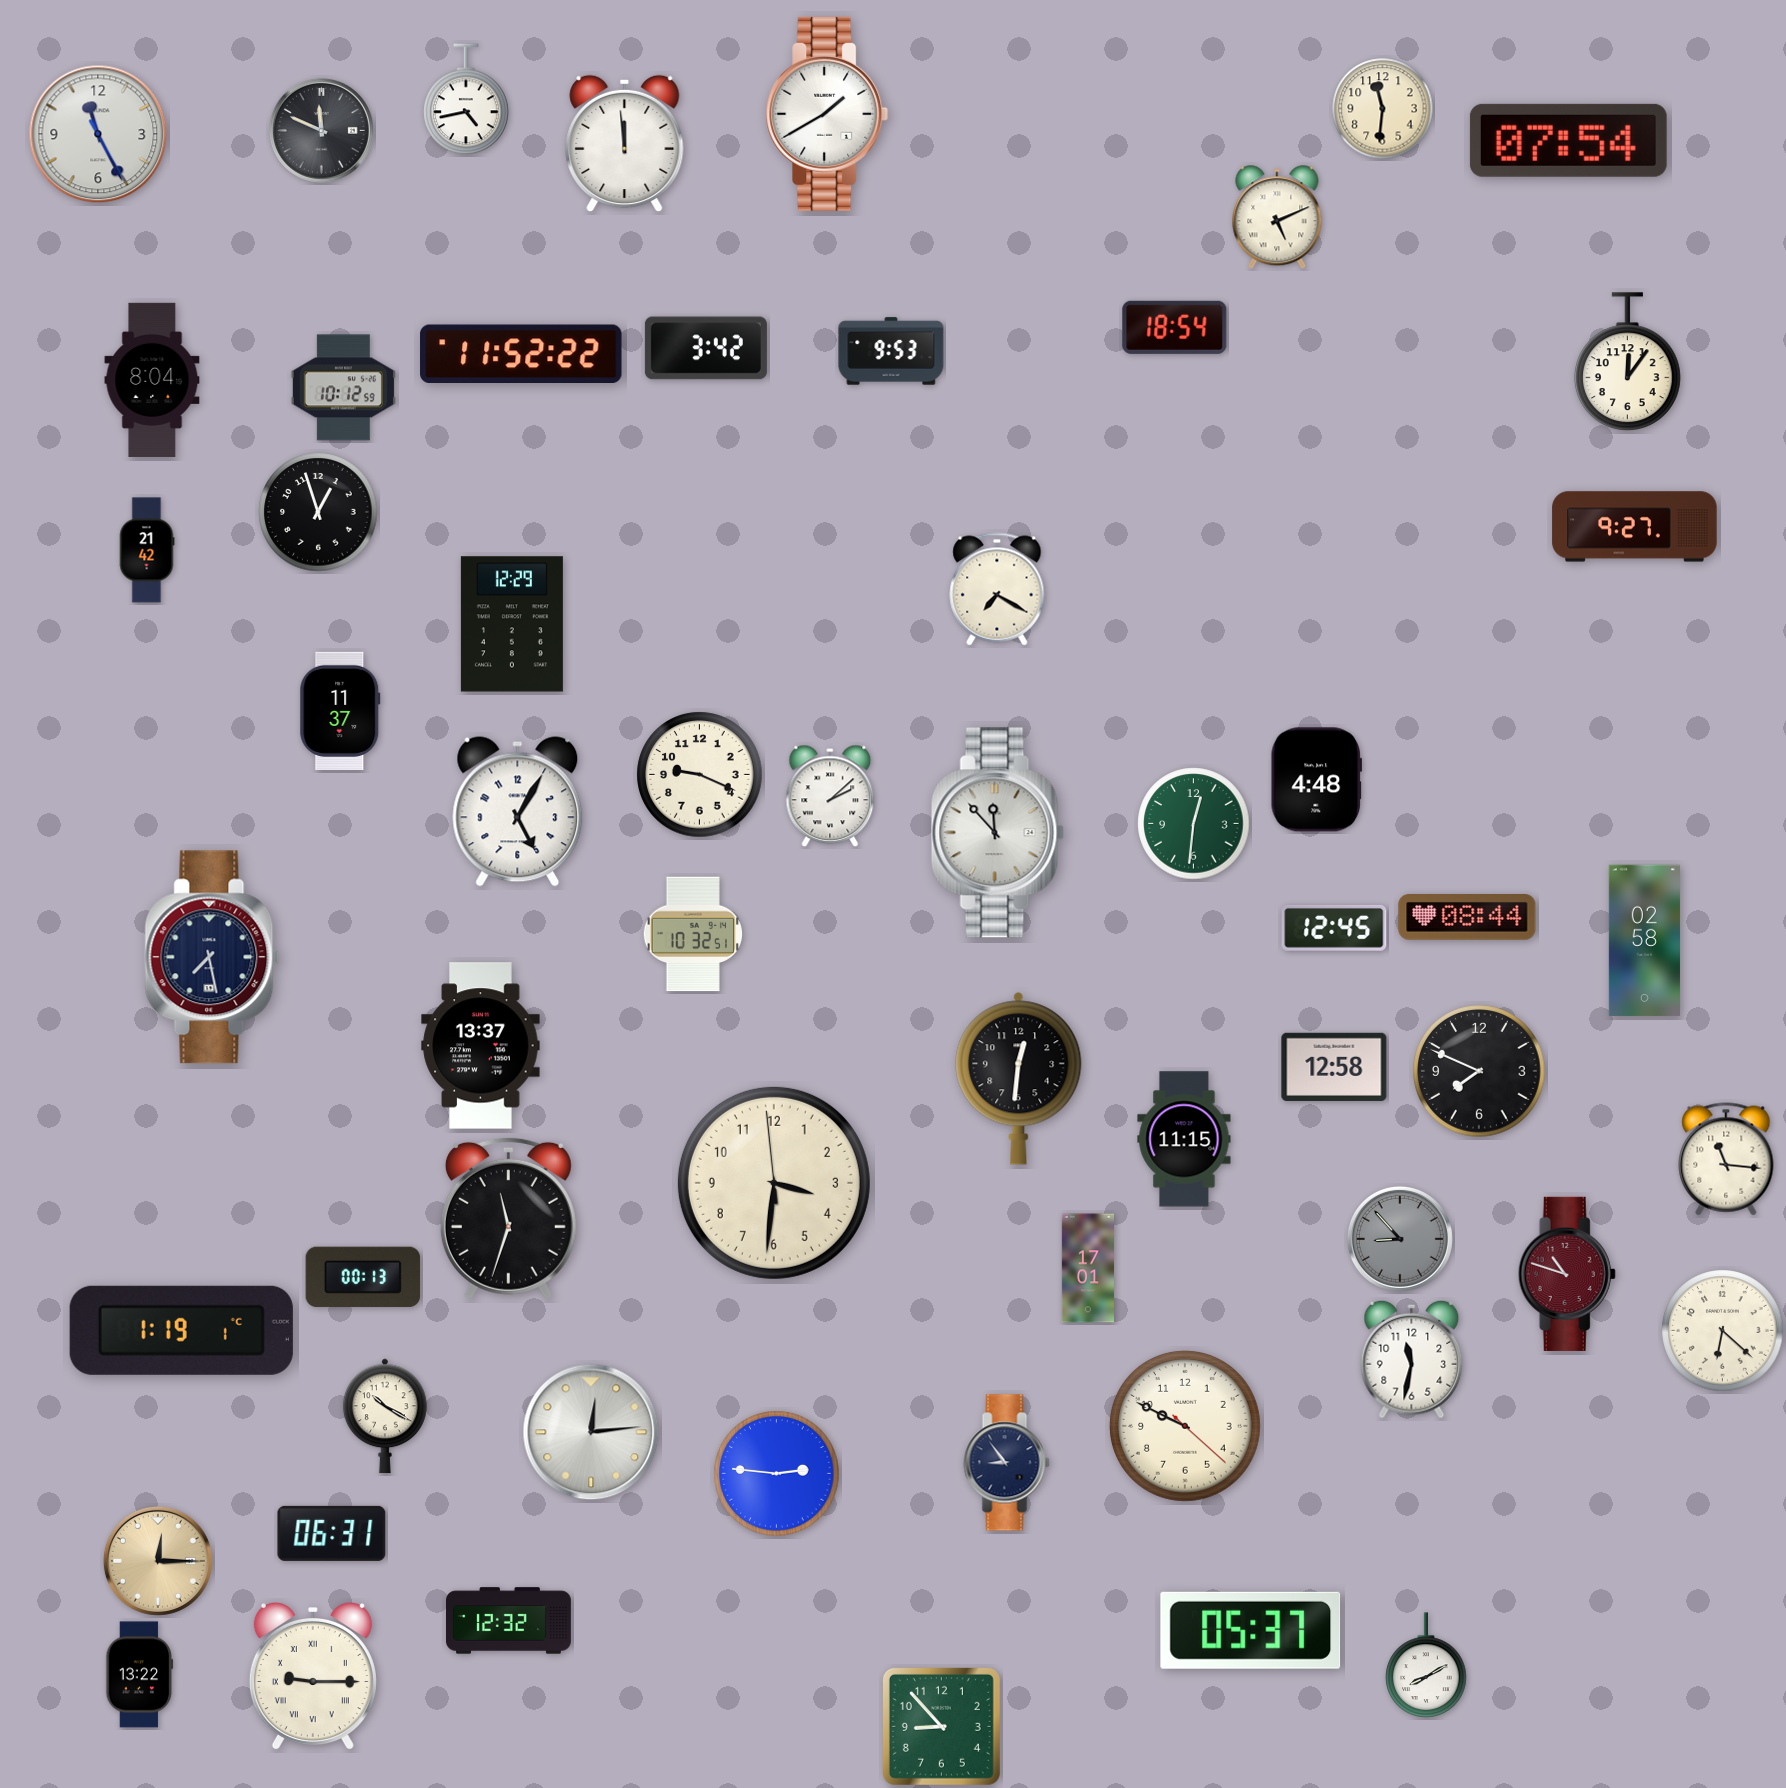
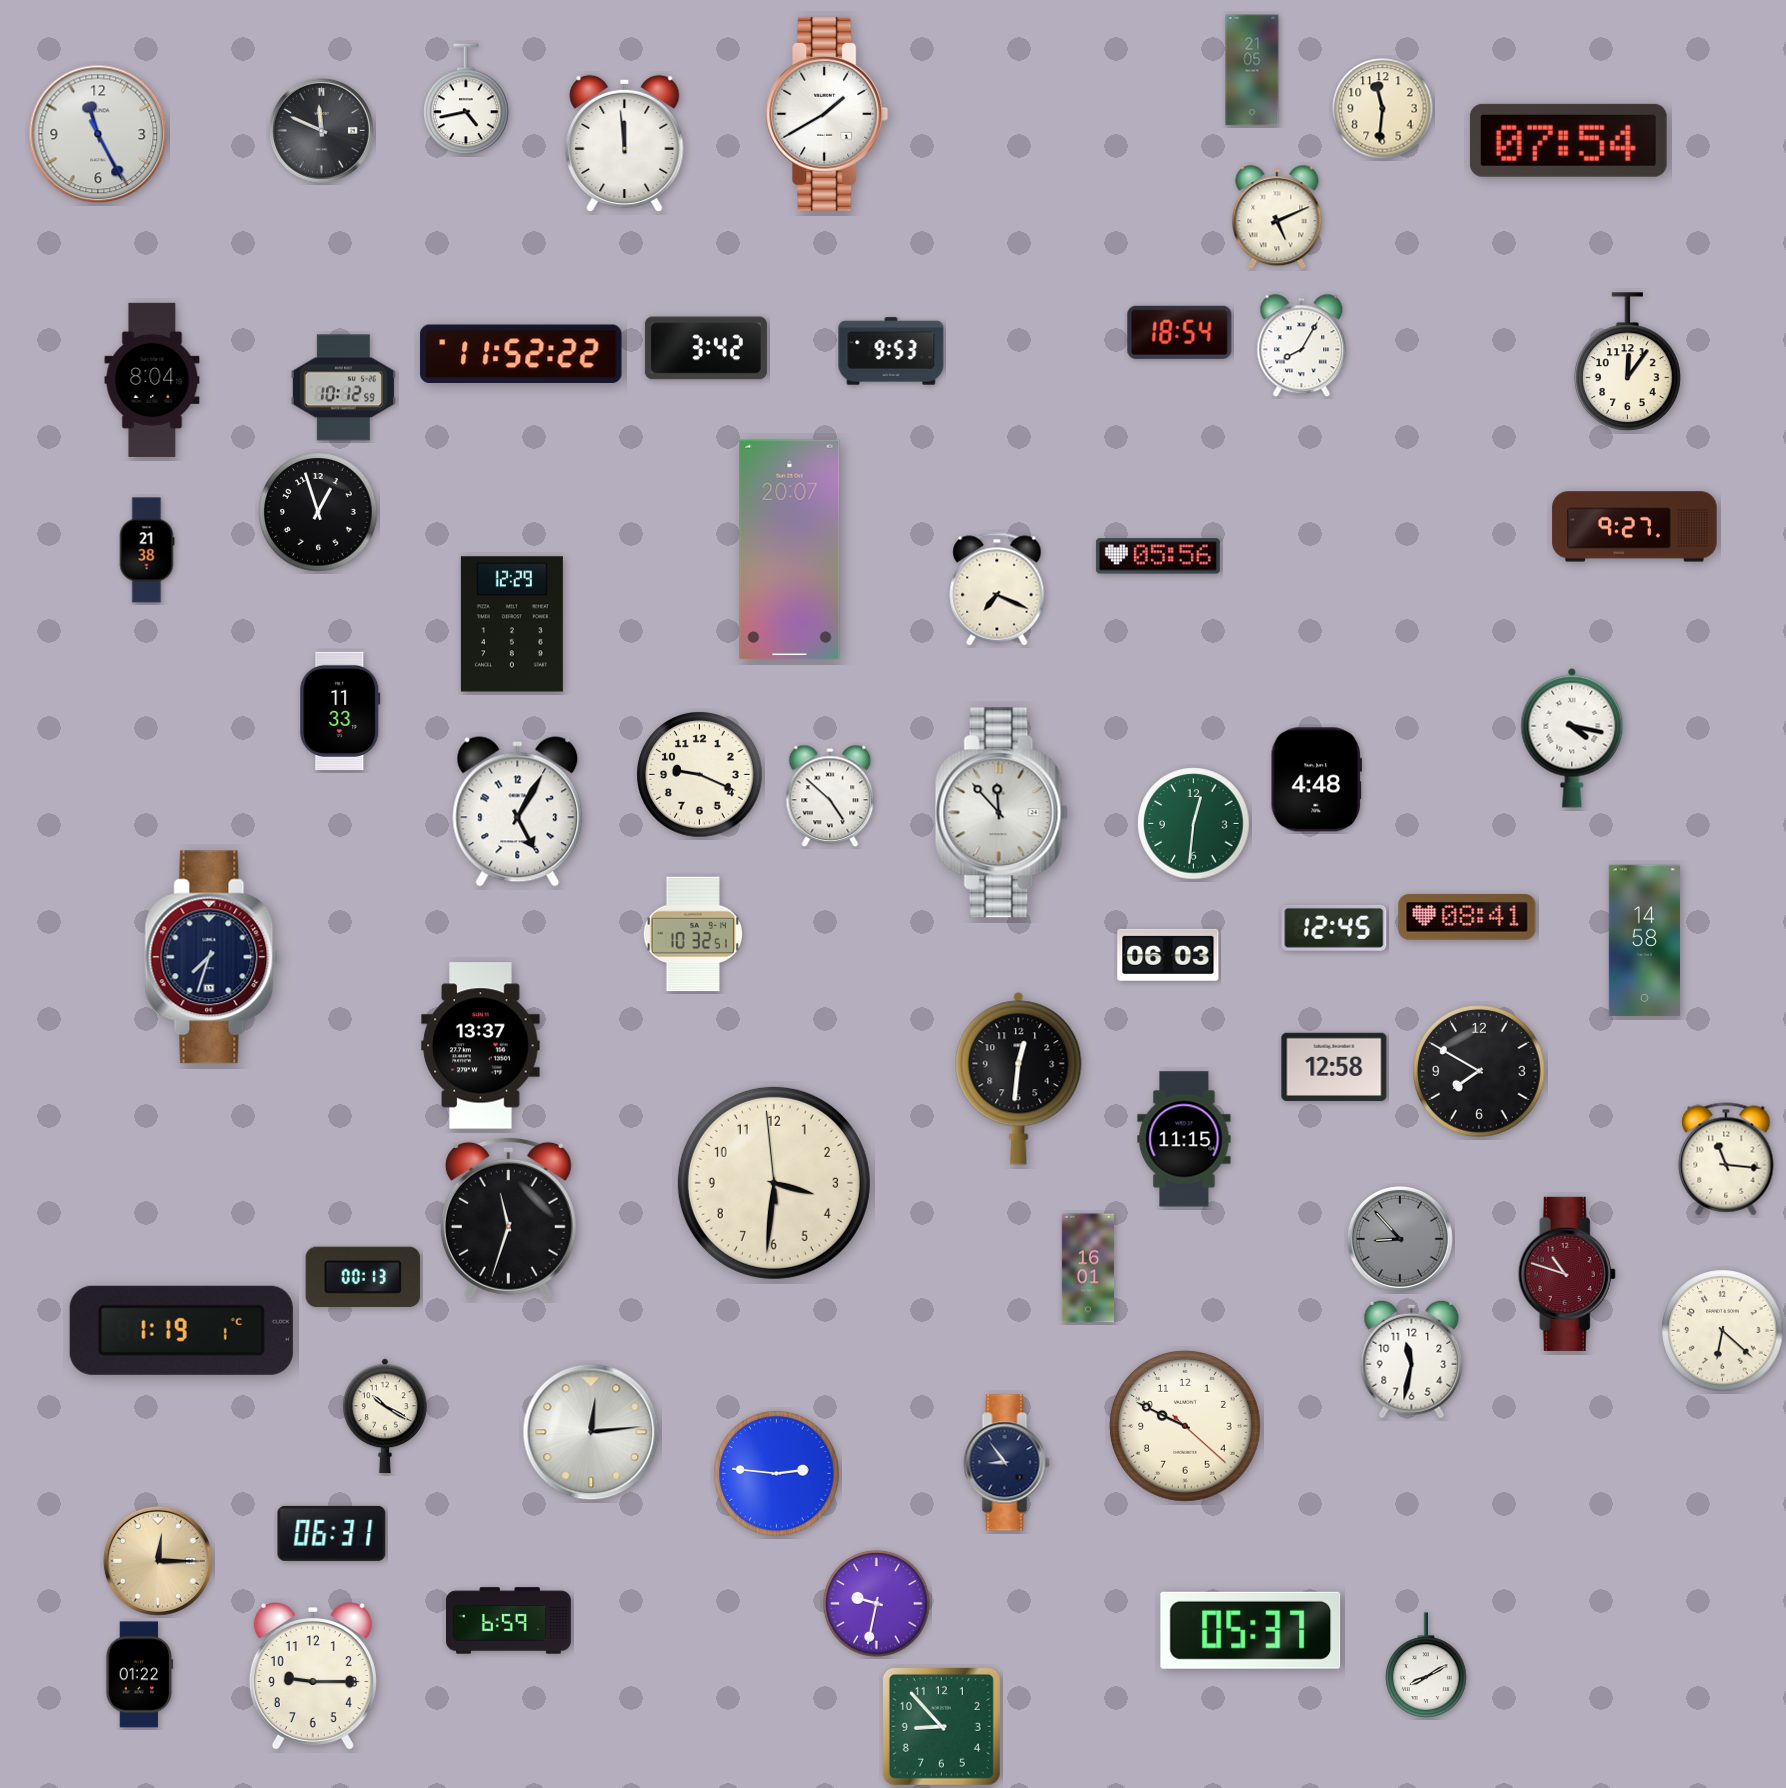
clock at (1252, 70): none -> 21:05
clock at (1175, 327) position: (1175, 327) -> (1180, 332)
clock at (1302, 346): none -> 8:05
clock at (147, 550): 21:42 -> 21:38
clock at (790, 550): none -> 20:07
clock at (1158, 556): none -> 05:56
clock at (997, 589): 7:20 -> 7:19
clock at (340, 710): 11:37 -> 11:33
clock at (1572, 738): none -> 4:17
clock at (830, 796): 2:08 -> 4:52
clock at (997, 833) position: (997, 833) -> (1001, 813)
clock at (1467, 918): 08:44 -> 08:41
clock at (1644, 941): 02:58 -> 14:58
clock at (1168, 955): none -> 06:03
clock at (212, 957): 7:28 -> 7:33
clock at (1479, 1071): 7:49 -> 7:50
clock at (1088, 1268): 17:01 -> 16:01
clock at (877, 1604): none -> 9:32
clock at (509, 1621): 12:32 -> 6:59
clock at (140, 1675): 13:22 -> 01:22
clock at (313, 1677) numerals: Roman -> Arabic
